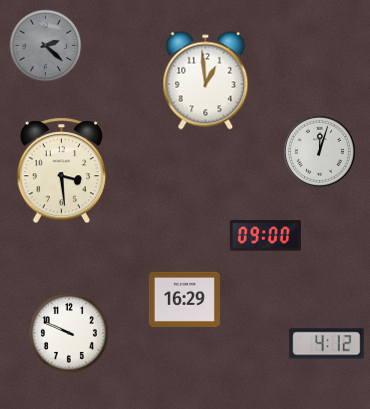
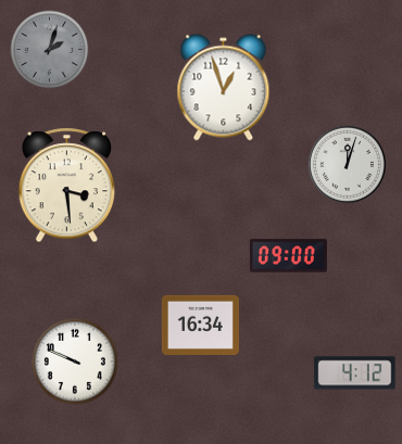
clock at (46, 46): 2:22 -> 2:03
clock at (206, 81): 12:59 -> 12:57
clock at (184, 299): 16:29 -> 16:34
